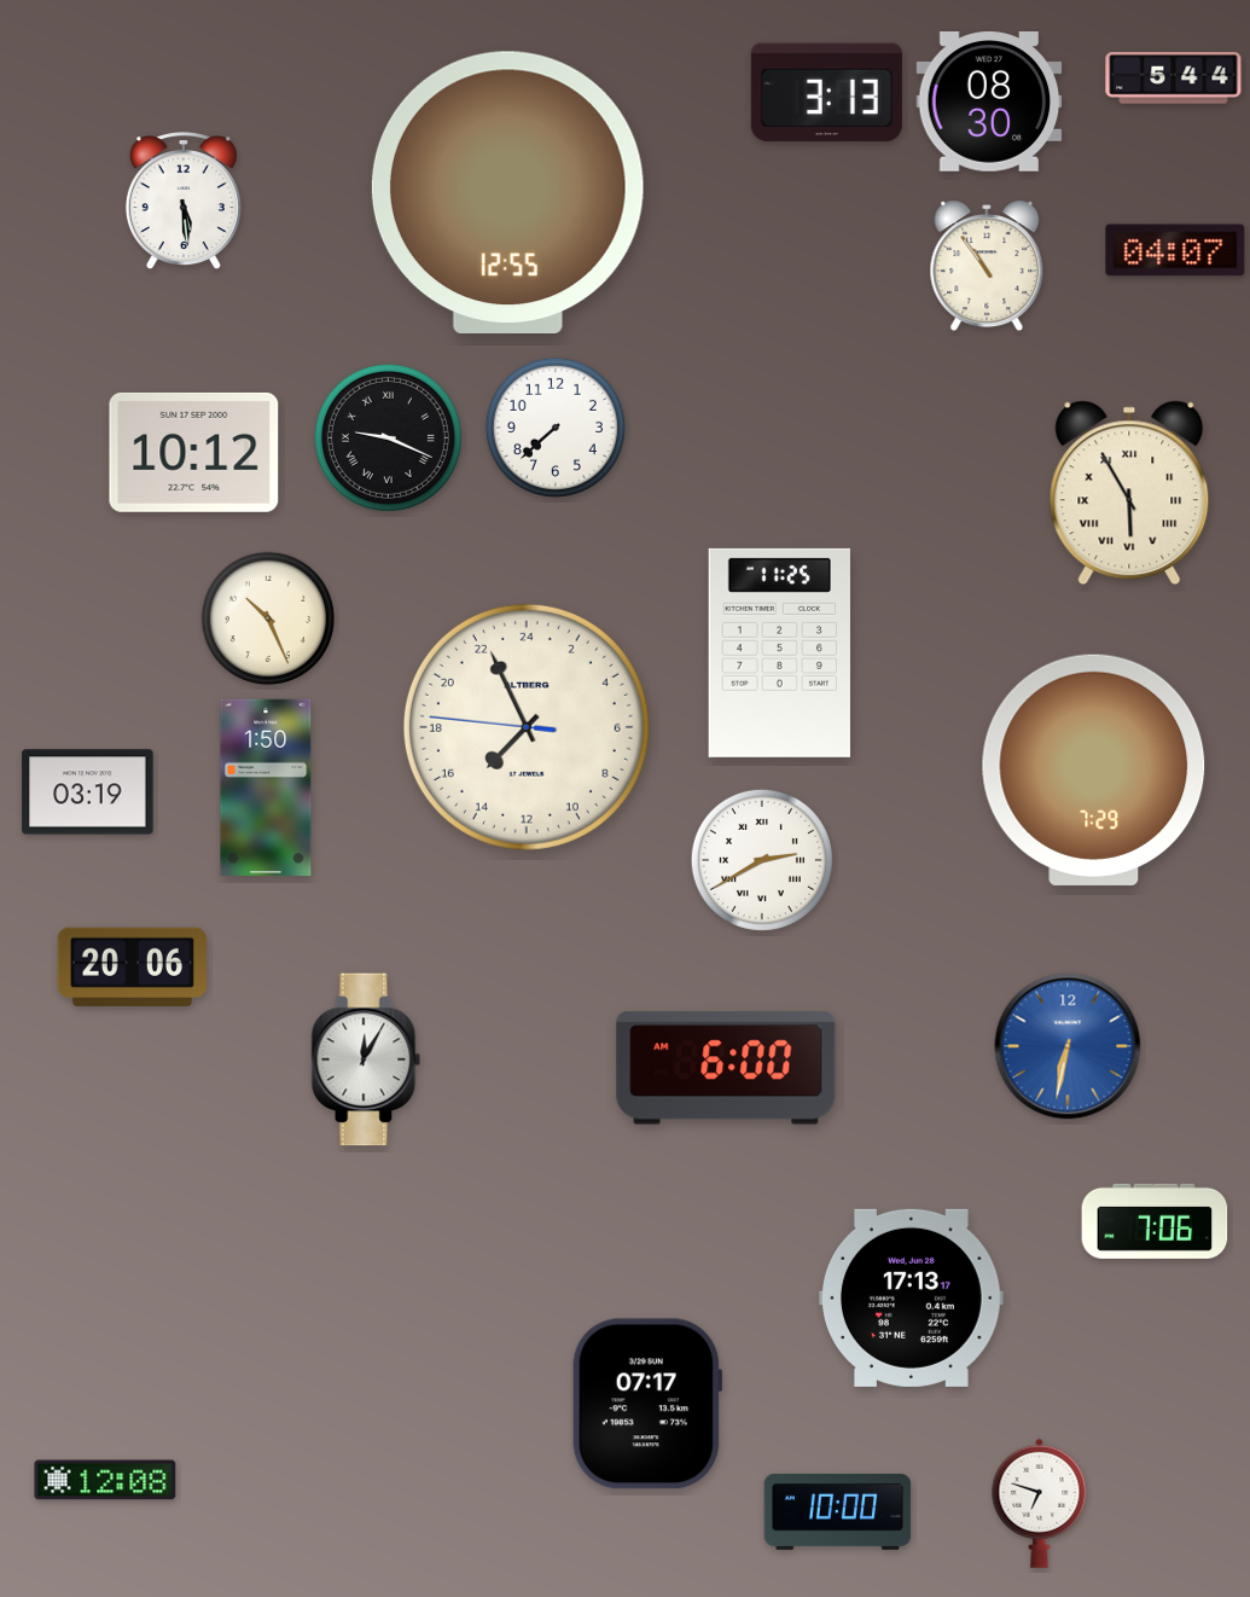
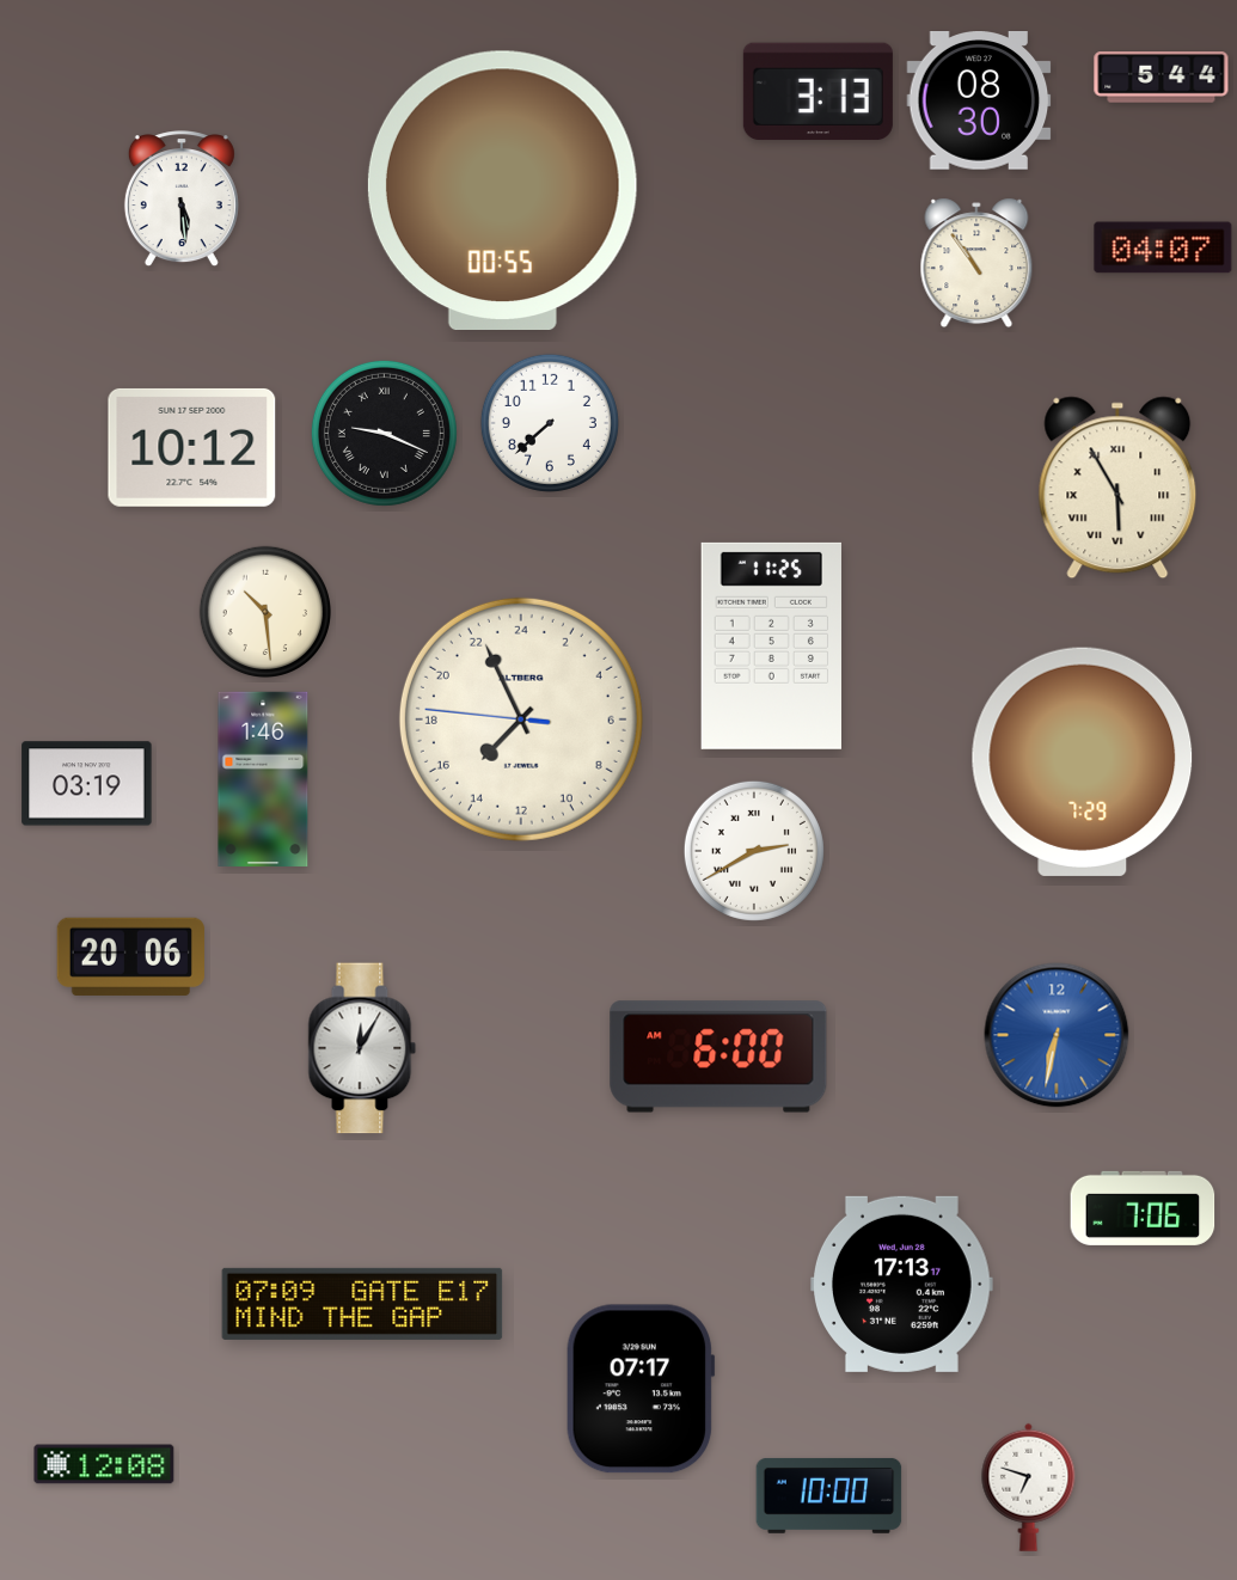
clock at (507, 192): 12:55 -> 00:55
clock at (267, 617): 10:26 -> 10:29
clock at (266, 786): 1:50 -> 1:46
clock at (362, 1304): none -> 07:09
